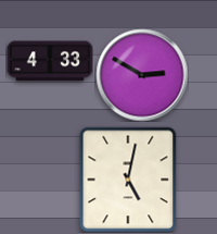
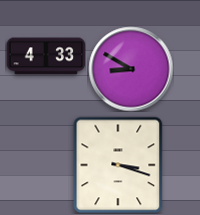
clock at (142, 75): 2:50 -> 8:50
clock at (128, 180): 5:02 -> 3:18
